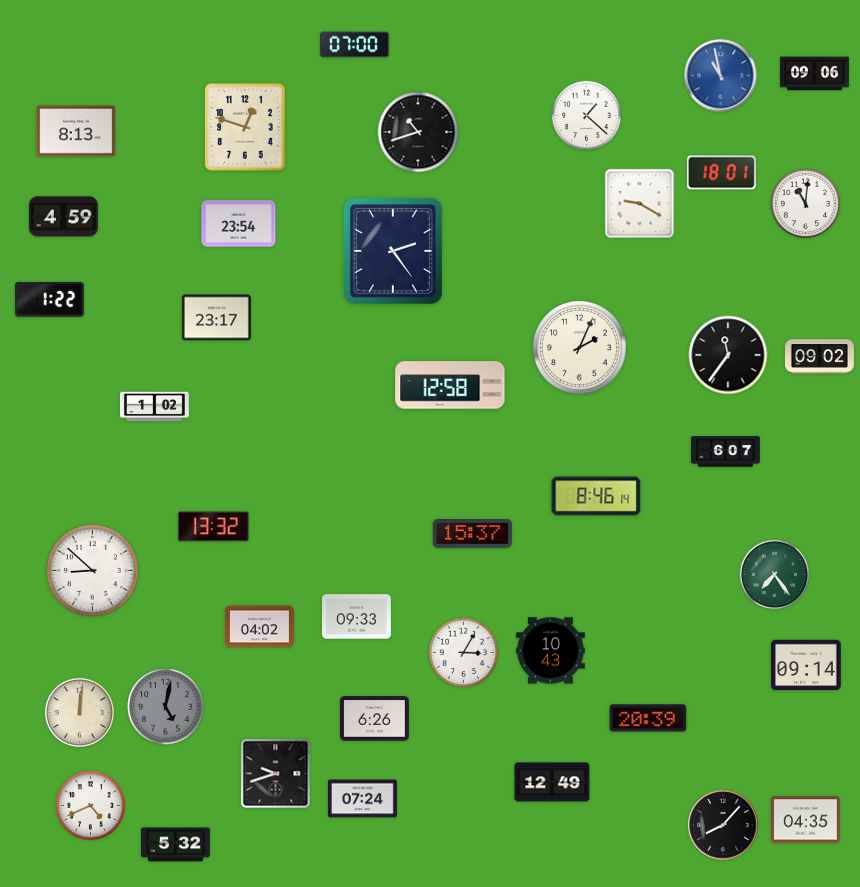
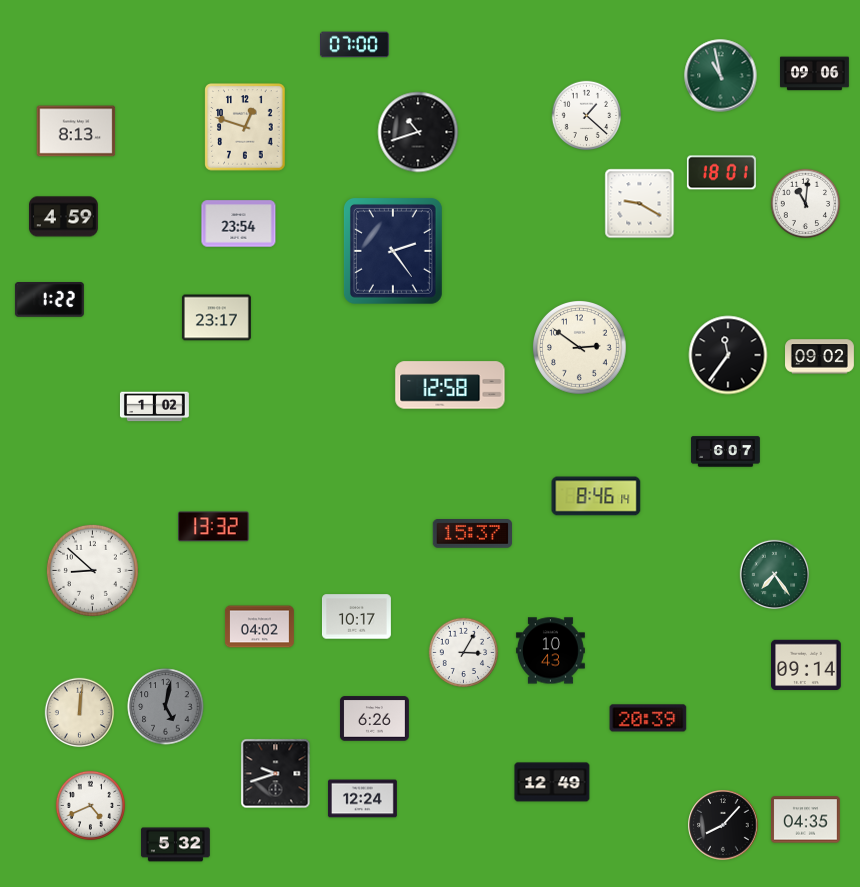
clock at (721, 76) dial: blue -> green
clock at (580, 348): 2:04 -> 2:51
clock at (356, 617): 09:33 -> 10:17
clock at (362, 799): 07:24 -> 12:24
